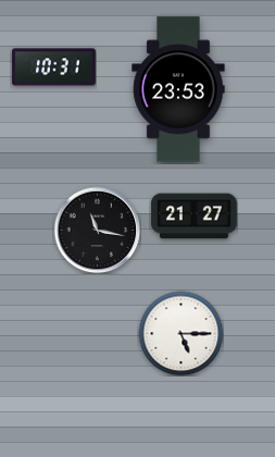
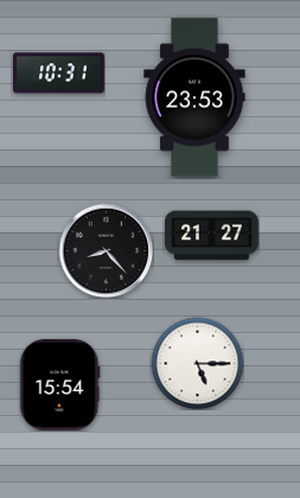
clock at (97, 230): 11:17 -> 8:23
clock at (60, 385): none -> 15:54
